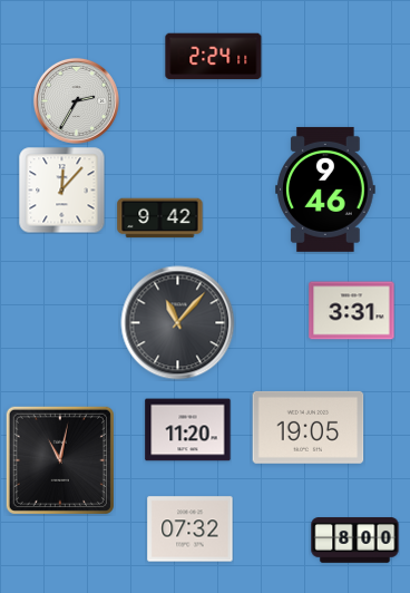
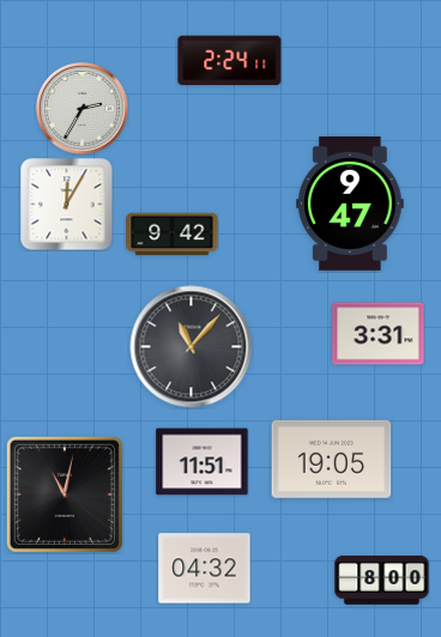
clock at (61, 189): 12:07 -> 12:05
clock at (325, 189): 9:46 -> 9:47
clock at (188, 430): 11:20 -> 11:51
clock at (191, 529): 07:32 -> 04:32
